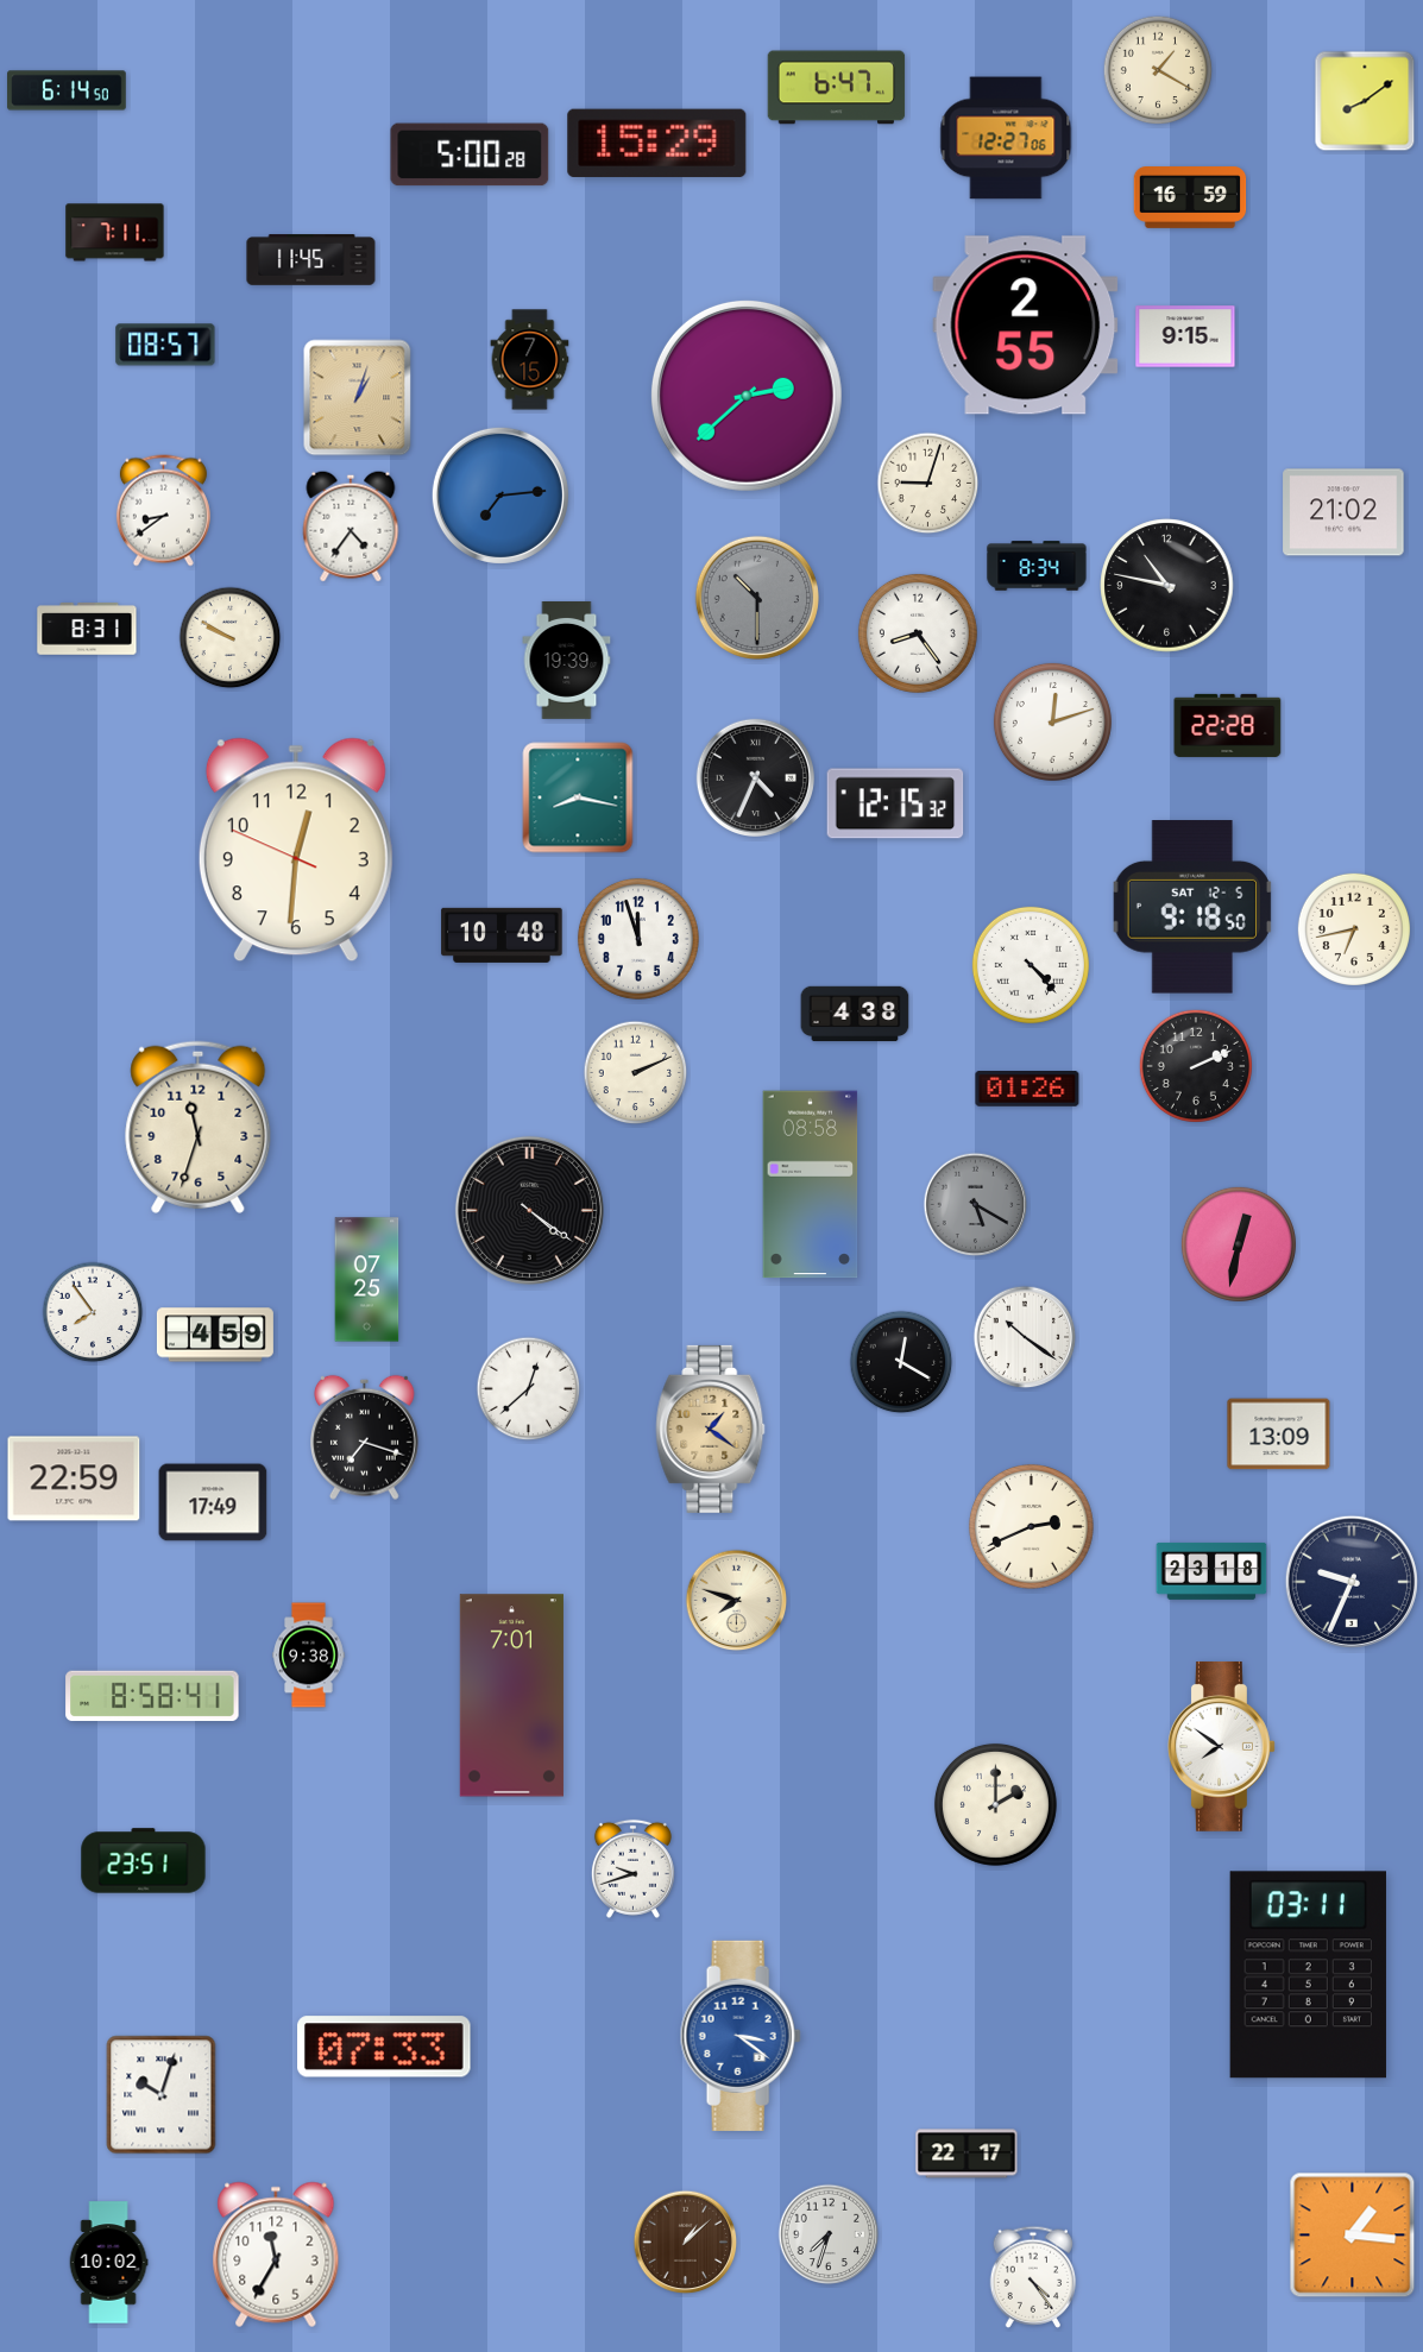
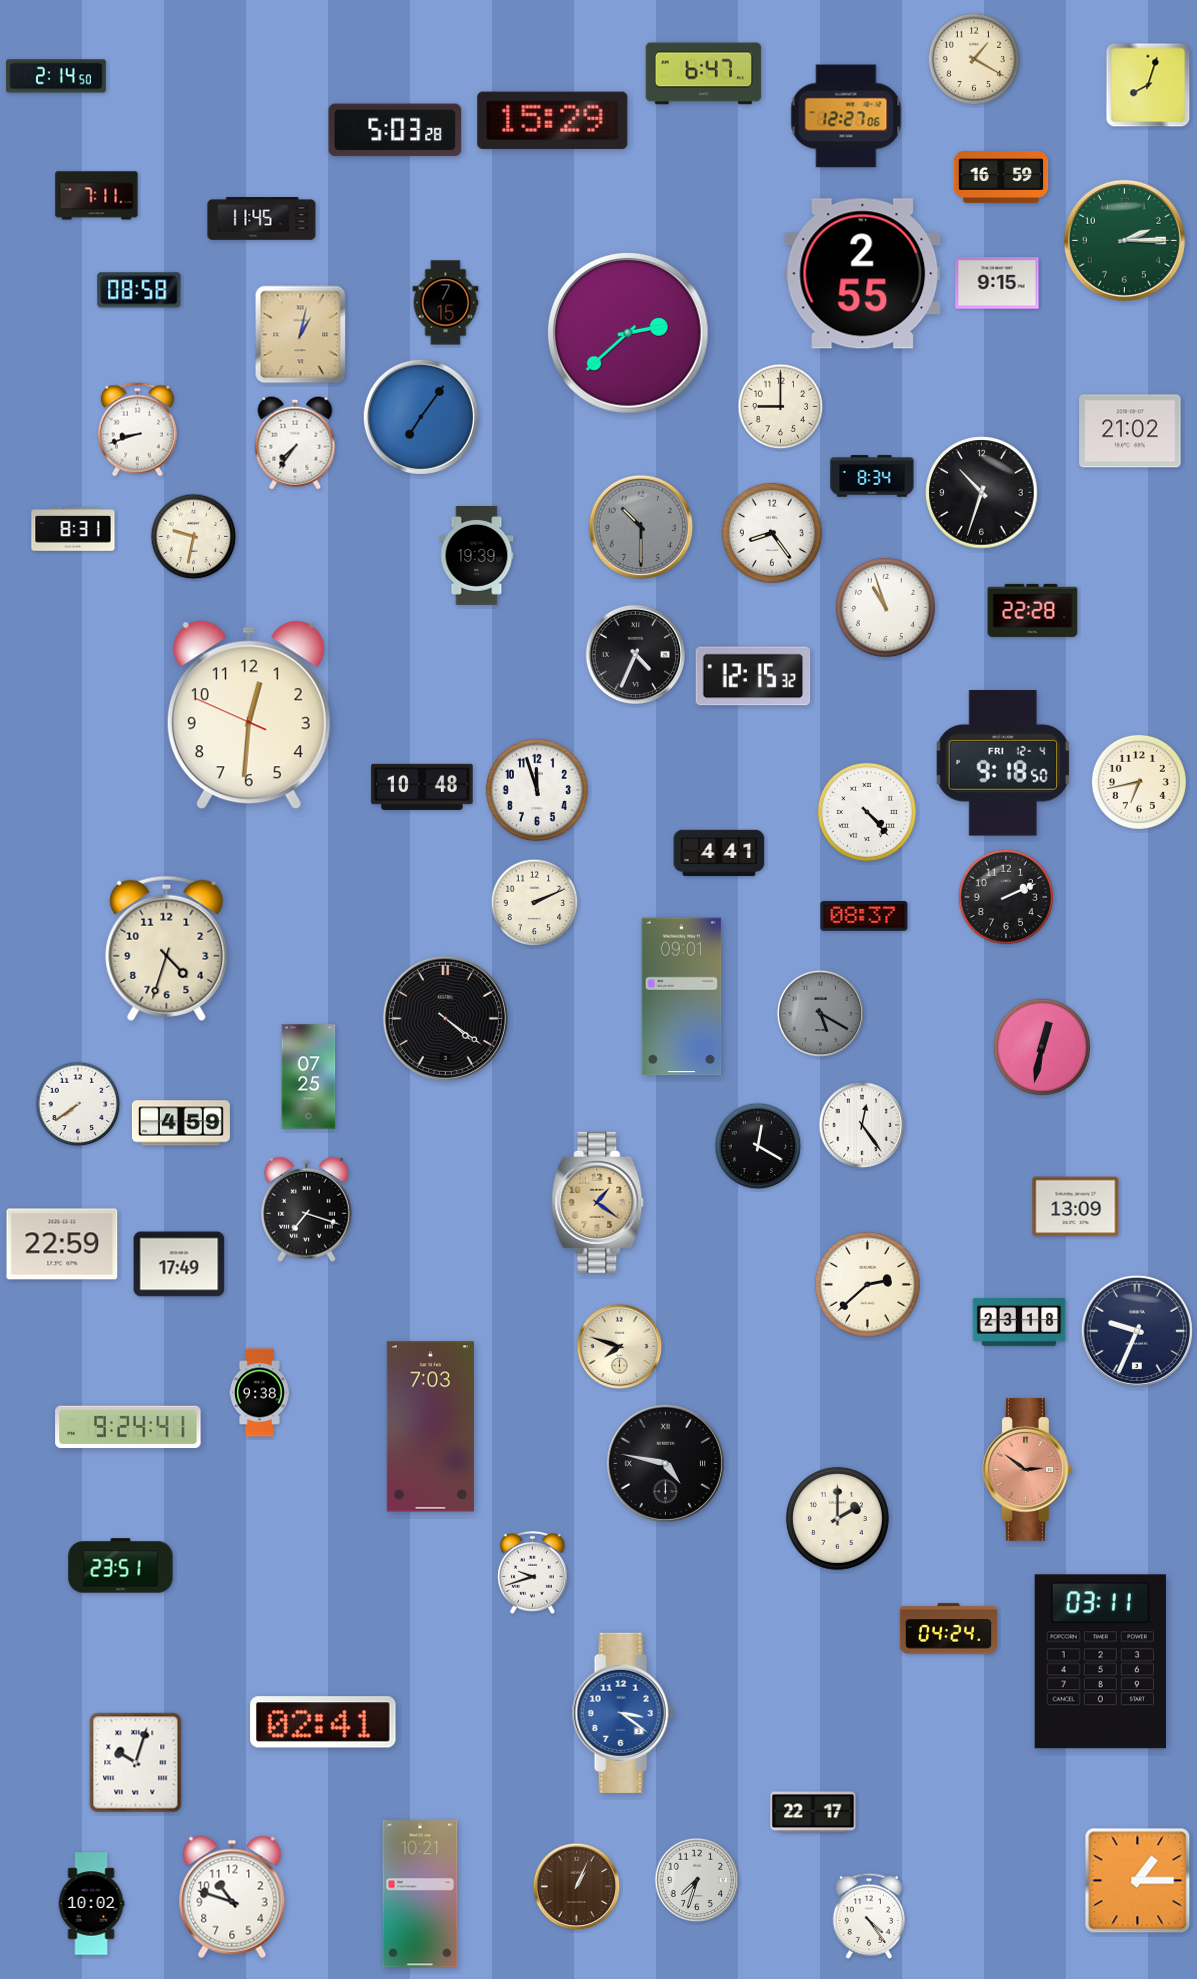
clock at (67, 90): 6:14 -> 2:14
clock at (1365, 101): 8:09 -> 8:03
clock at (470, 155): 5:00 -> 5:03
clock at (1190, 198) position: (1190, 198) -> (1001, 178)
clock at (1124, 240): none -> 2:15
clock at (165, 345): 08:57 -> 08:58
clock at (358, 398): 1:03 -> 1:02
clock at (928, 484): 9:03 -> 9:00
clock at (500, 496): 7:14 -> 7:06
clock at (163, 511): 8:39 -> 8:42
clock at (351, 526): 4:36 -> 7:36
clock at (1167, 586): 10:47 -> 10:33
clock at (757, 598) position: (757, 598) -> (641, 527)
clock at (231, 638): 9:50 -> 9:32
clock at (1052, 721): 12:12 -> 10:57
clock at (578, 797): 8:17 -> none
clock at (1192, 907) date: SAT 12-5 -> FRI 12-4
clock at (855, 1014): 4:38 -> 4:41
clock at (1027, 1090): 01:26 -> 08:37
clock at (199, 1127): 11:33 -> 4:33
clock at (811, 1185): 08:58 -> 09:01
clock at (93, 1312): 7:54 -> 7:39
clock at (1025, 1337): 10:21 -> 12:24
clock at (529, 1389): 12:38 -> none
clock at (1031, 1526): 2:41 -> 2:38
clock at (152, 1696): 8:58 -> 9:24
clock at (511, 1696): 7:01 -> 7:03
clock at (665, 1463): none -> 4:47
clock at (1221, 1746): 7:51 -> 2:51
clock at (1221, 1746) dial: white -> salmon
clock at (948, 1629): none -> 04:24
clock at (384, 2047): 07:33 -> 02:41
clock at (1353, 2236): 1:16 -> 1:15
clock at (686, 2243): 1:08 -> 1:04
clock at (420, 1894): none -> 10:21
clock at (276, 2255): 11:35 -> 10:48
